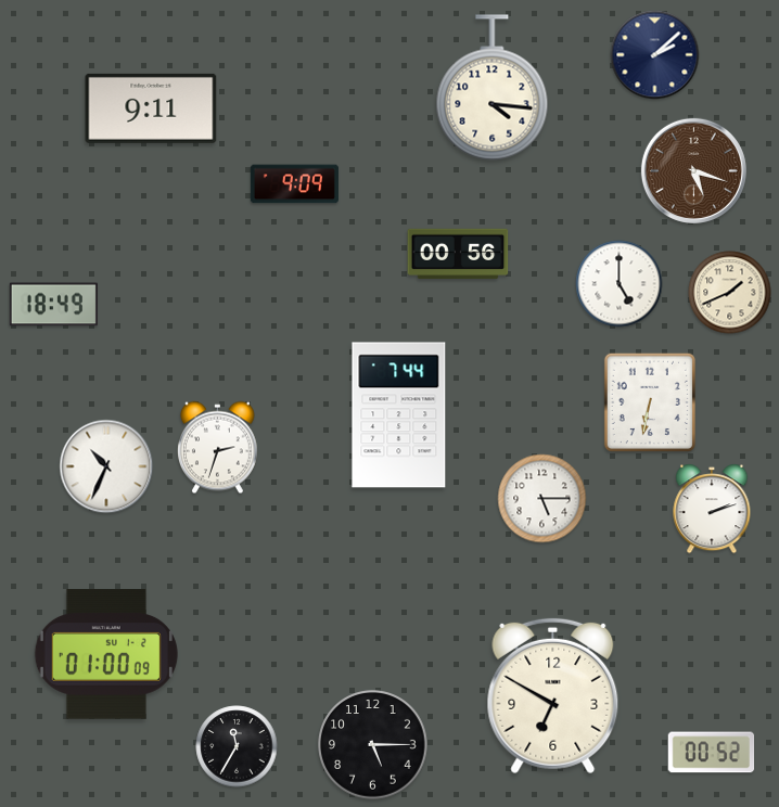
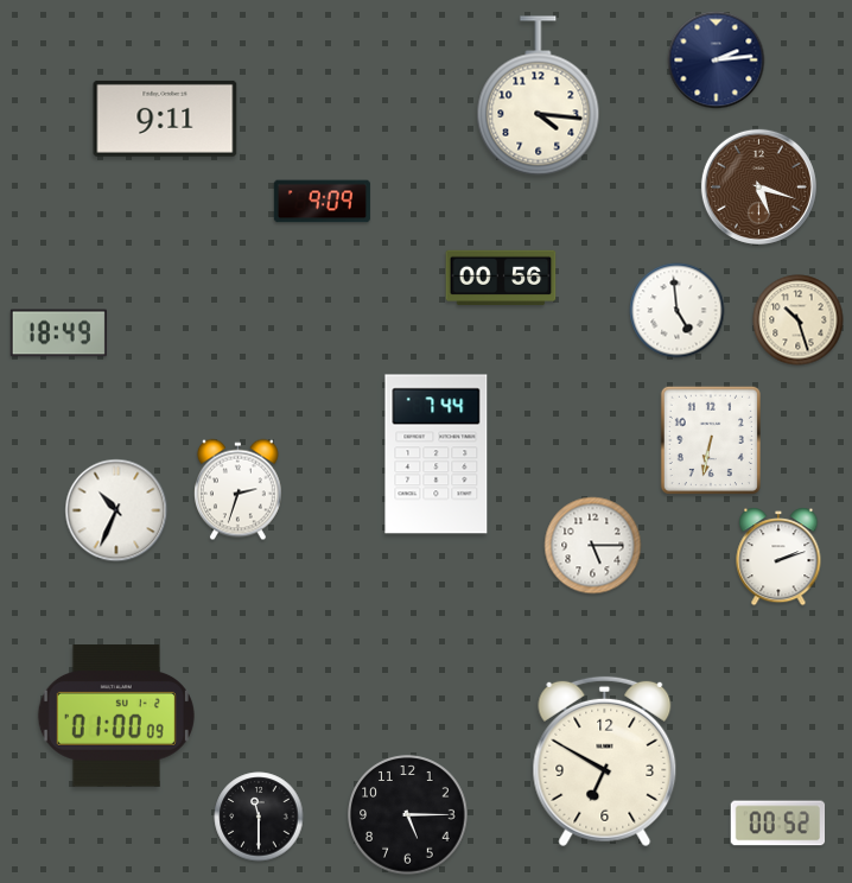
clock at (655, 55): 2:08 -> 2:14
clock at (620, 284): 5:00 -> 4:59
clock at (730, 293): 1:41 -> 10:27
clock at (237, 746): 11:35 -> 11:30
